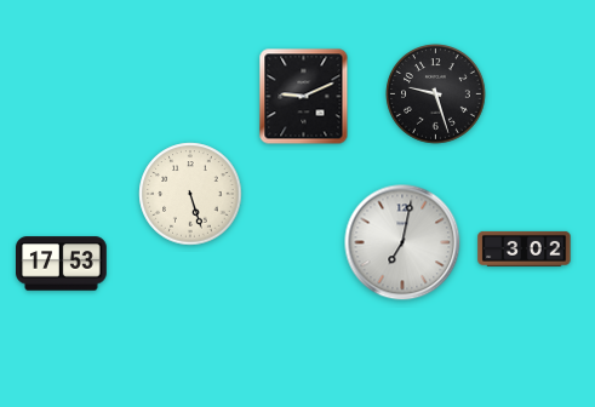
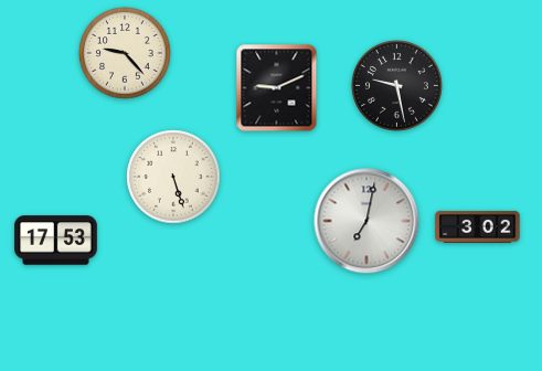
clock at (125, 53): none -> 9:23
clock at (436, 94): 9:27 -> 9:28
